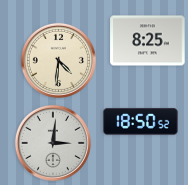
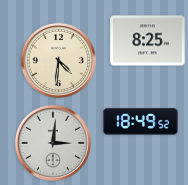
clock at (141, 122): 18:50 -> 18:49
